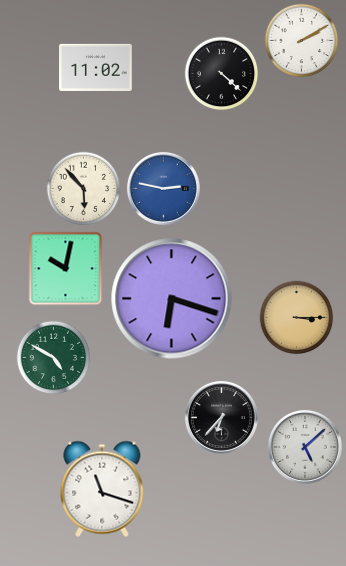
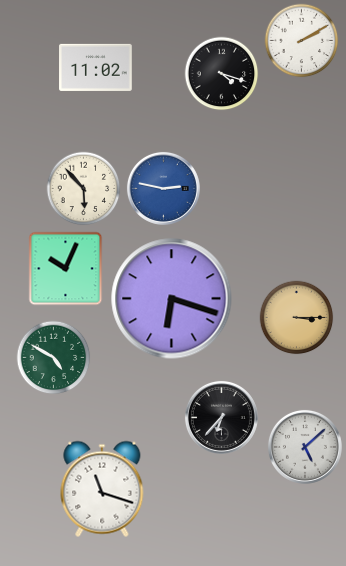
clock at (222, 74): 4:22 -> 4:18
clock at (66, 269): 10:02 -> 10:04
